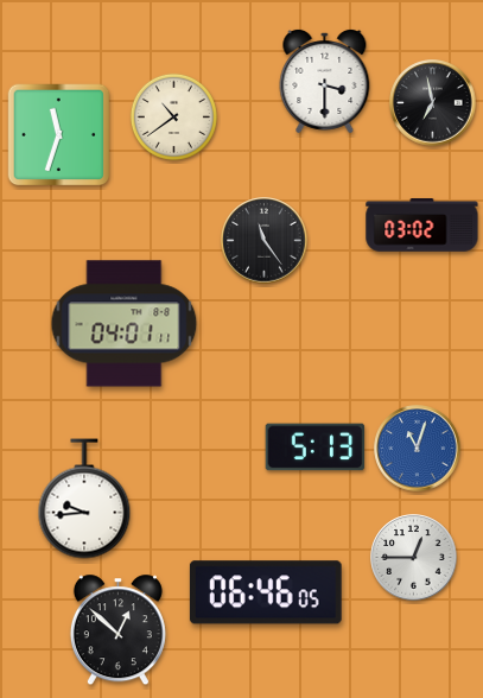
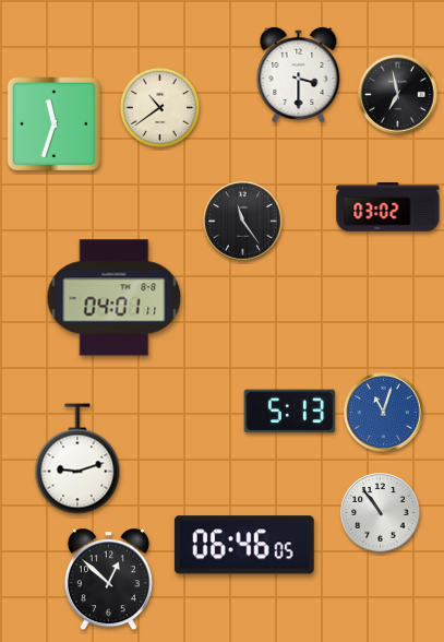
clock at (84, 499): 9:44 -> 9:12
clock at (414, 558): 12:45 -> 10:54
